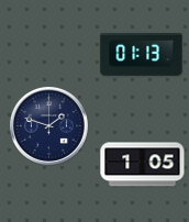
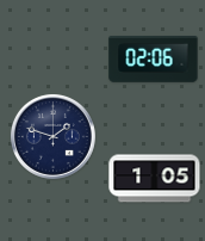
clock at (142, 55): 01:13 -> 02:06
